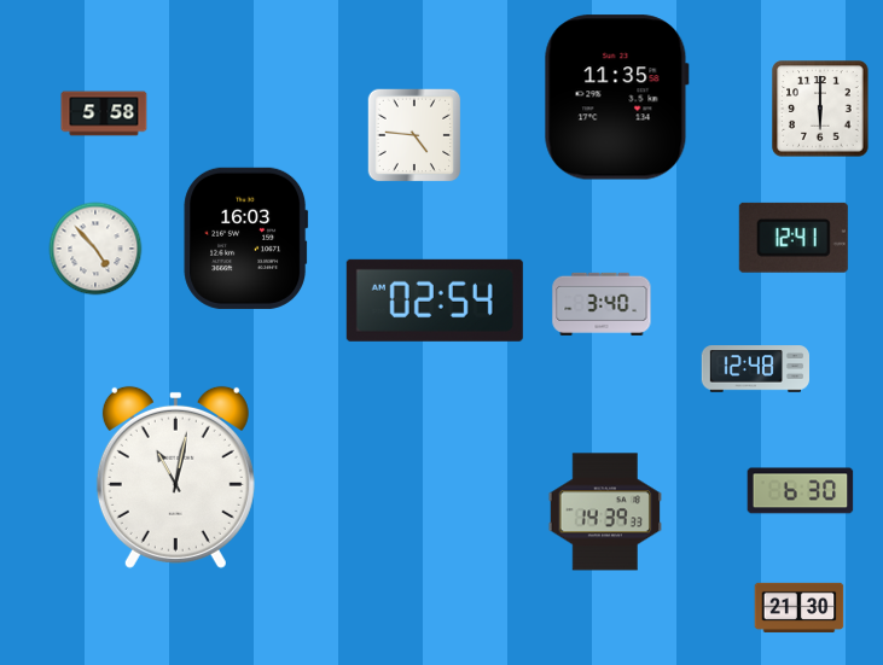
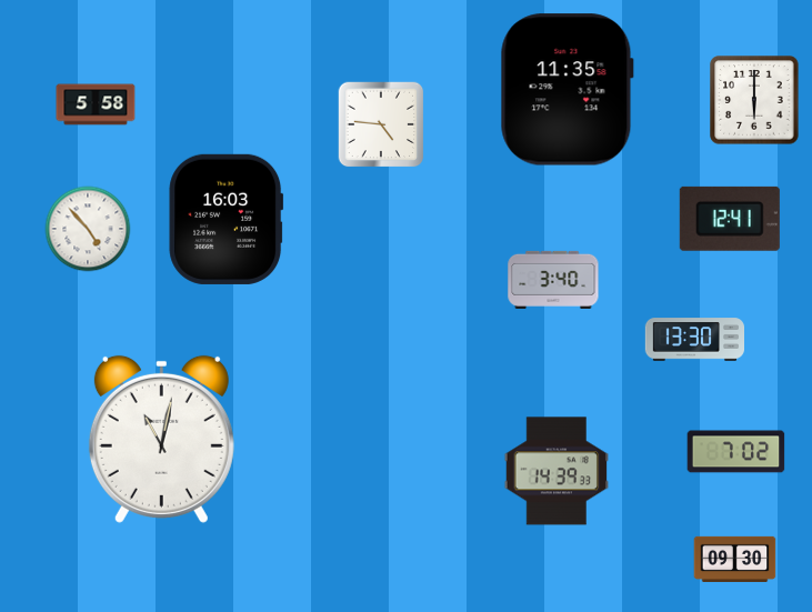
clock at (435, 301): 02:54 -> none
clock at (755, 369): 12:48 -> 13:30
clock at (801, 491): 6:30 -> 7:02
clock at (800, 607): 21:30 -> 09:30
